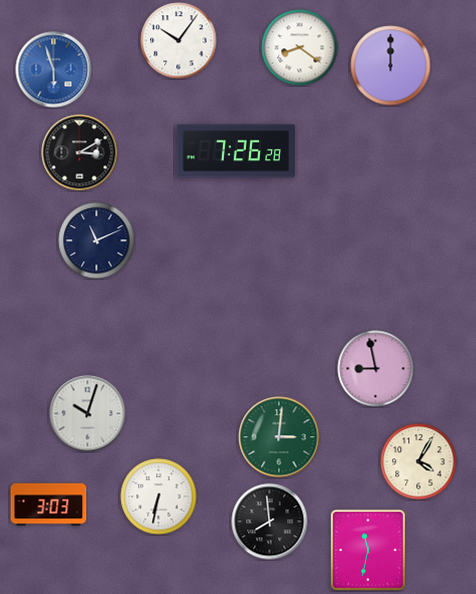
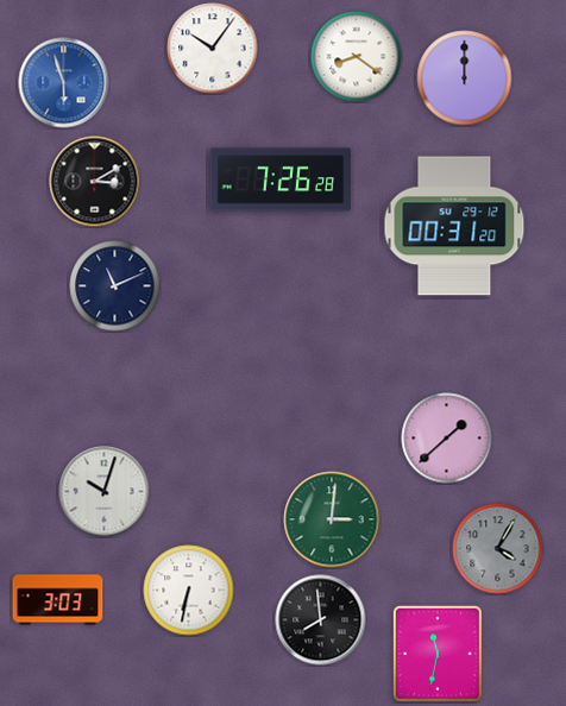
clock at (454, 226): none -> 00:31
clock at (376, 369): 8:58 -> 1:38
clock at (419, 462) dial: cream -> grey
